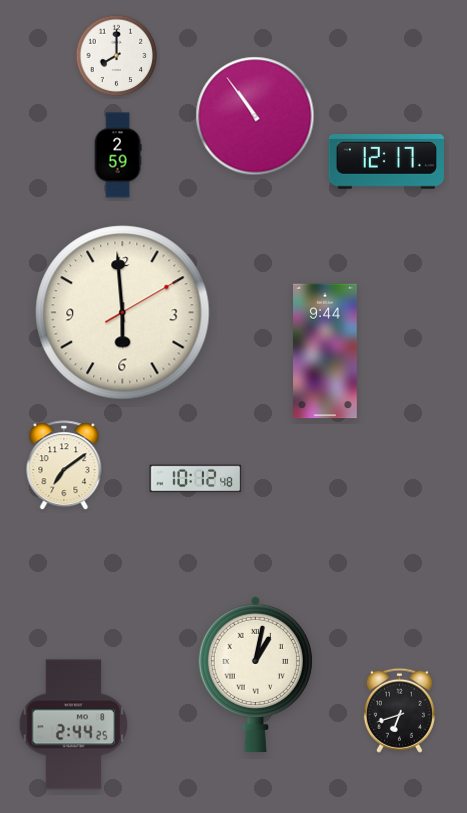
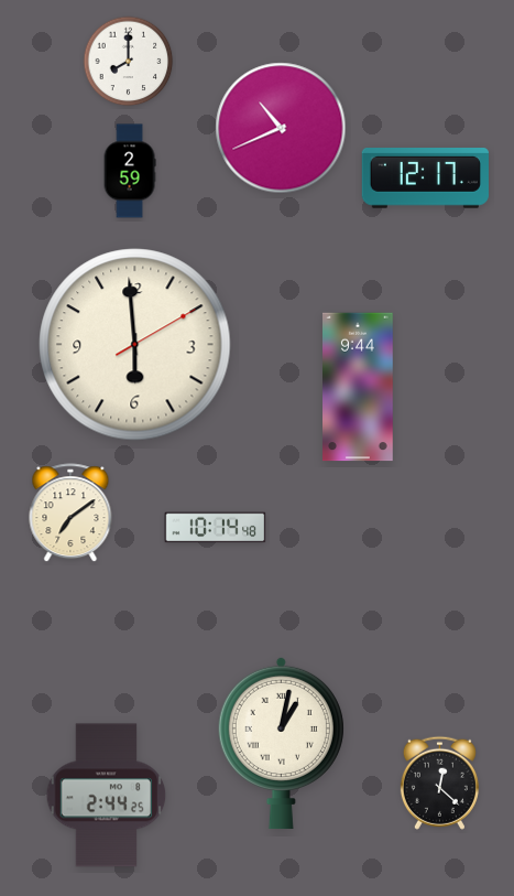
clock at (255, 116): 10:54 -> 10:41
clock at (196, 479): 10:12 -> 10:14
clock at (399, 710): 6:42 -> 12:22
clock at (74, 725) position: (74, 725) -> (107, 796)
